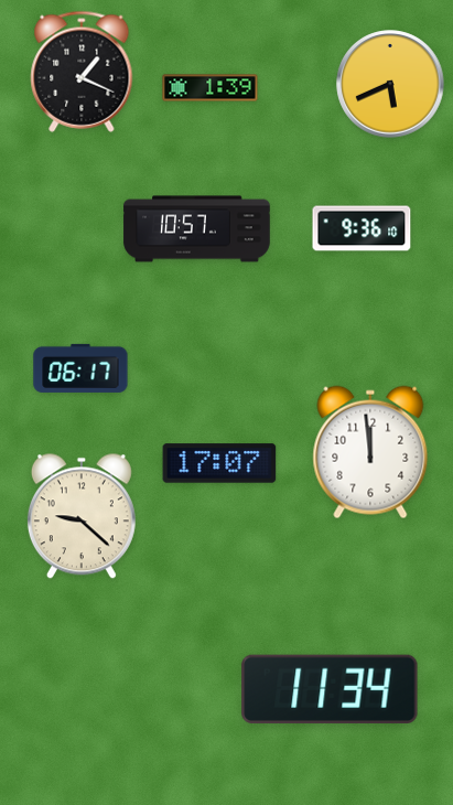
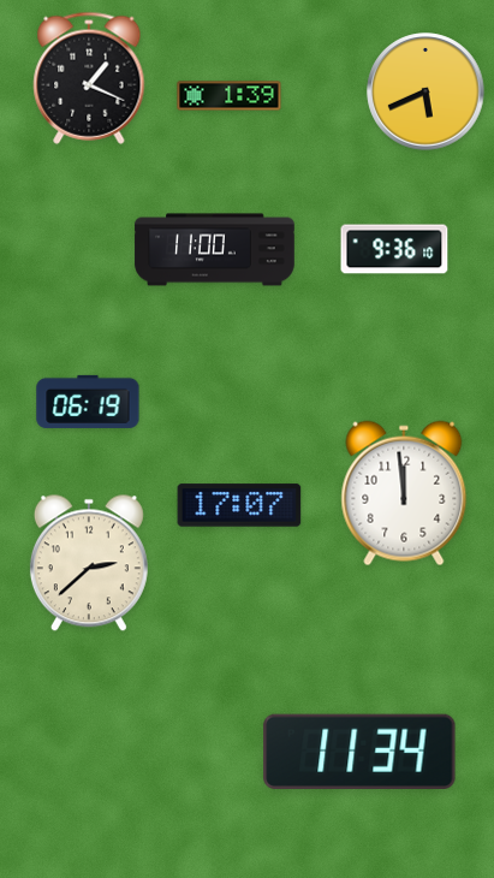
clock at (197, 229): 10:57 -> 11:00
clock at (80, 368): 06:17 -> 06:19
clock at (82, 516): 9:22 -> 2:38
